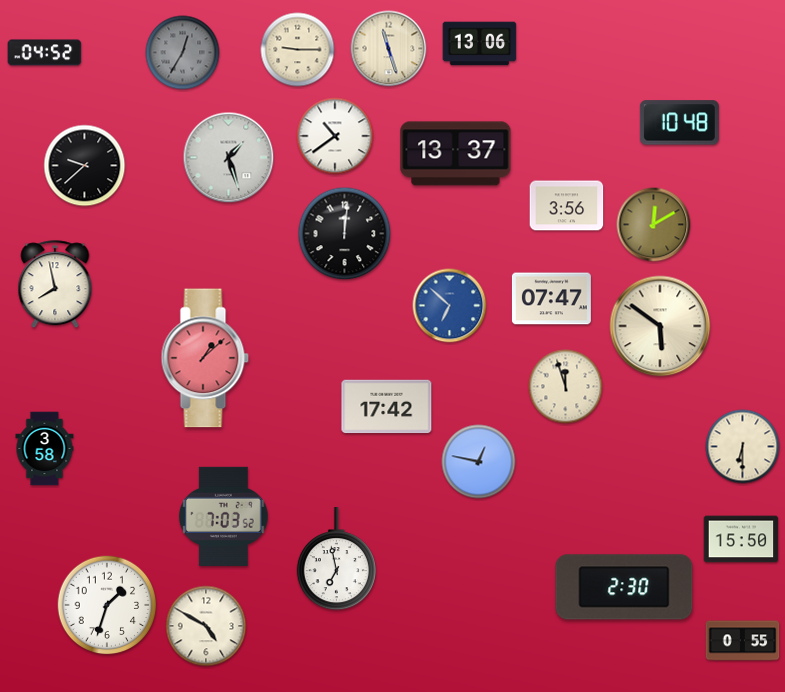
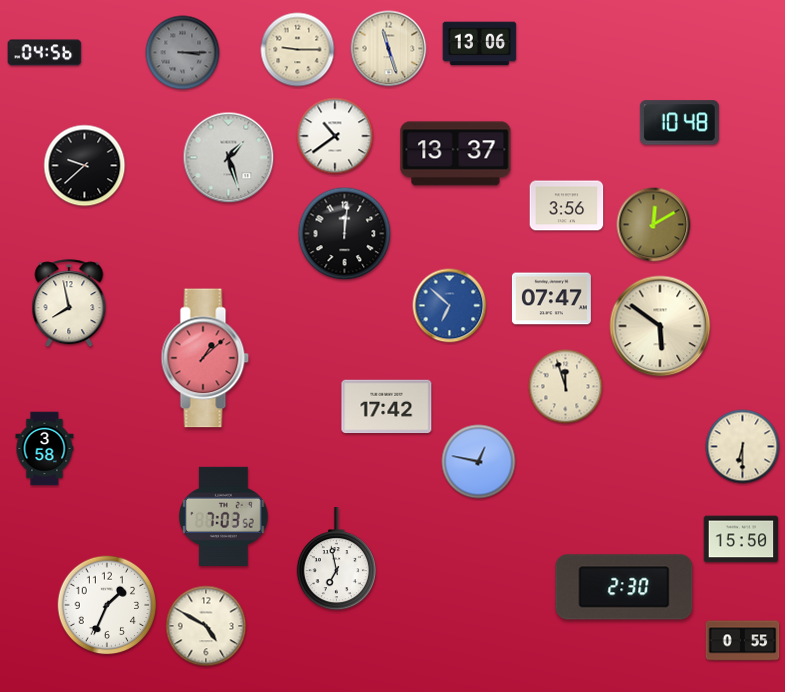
clock at (45, 53): 04:52 -> 04:56
clock at (183, 53): 12:35 -> 3:15
clock at (55, 285) position: (55, 285) -> (69, 304)
clock at (107, 605): 1:33 -> 1:34
